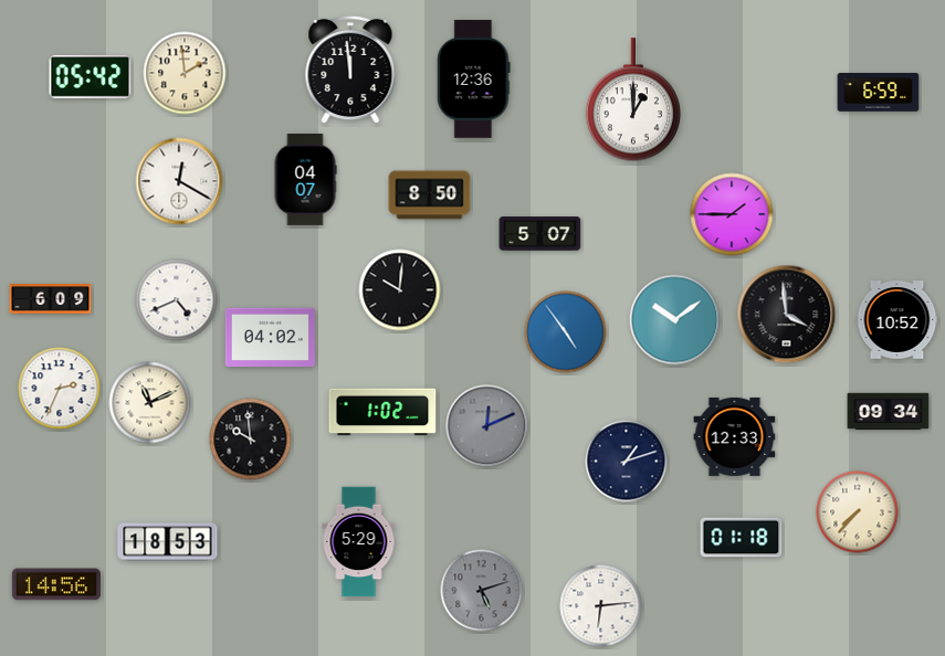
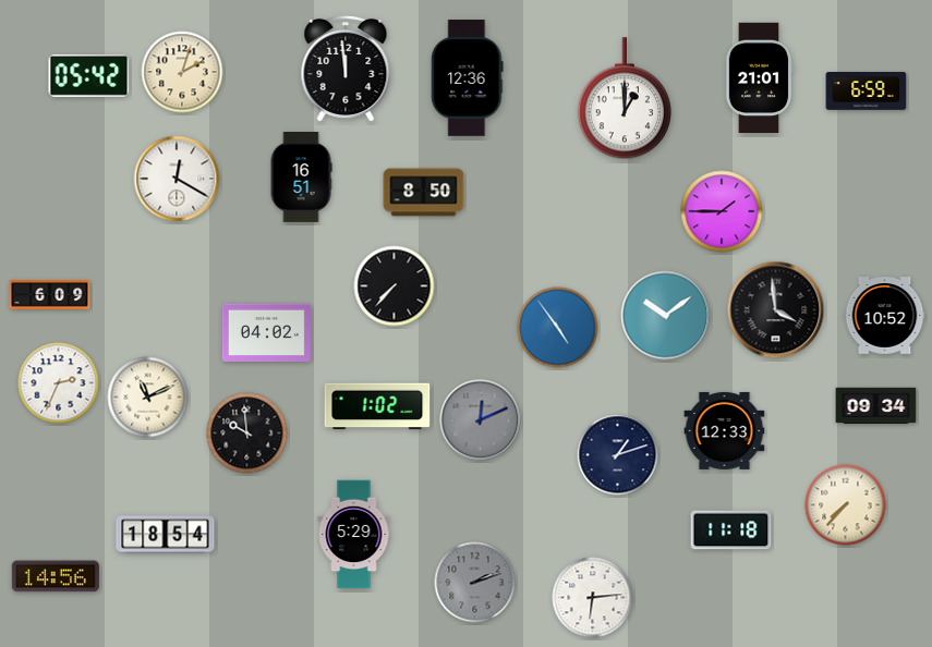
clock at (185, 73): 1:59 -> 2:03
clock at (759, 78): none -> 21:01
clock at (305, 180): 04:07 -> 16:51
clock at (540, 234): 5:07 -> none
clock at (400, 290): 10:01 -> 7:37
clock at (177, 300): 4:41 -> none
clock at (742, 538): 01:18 -> 11:18
clock at (168, 542): 18:53 -> 18:54
clock at (482, 591): 5:12 -> 2:12
